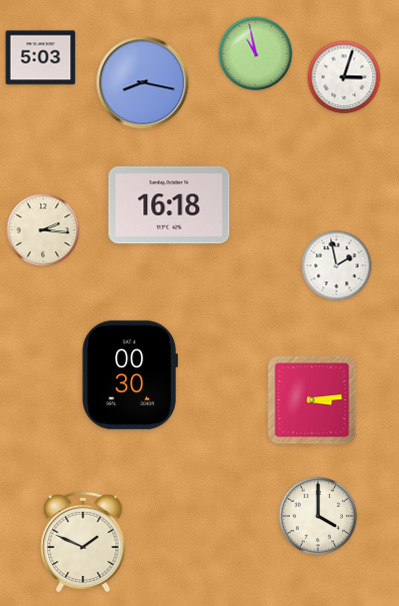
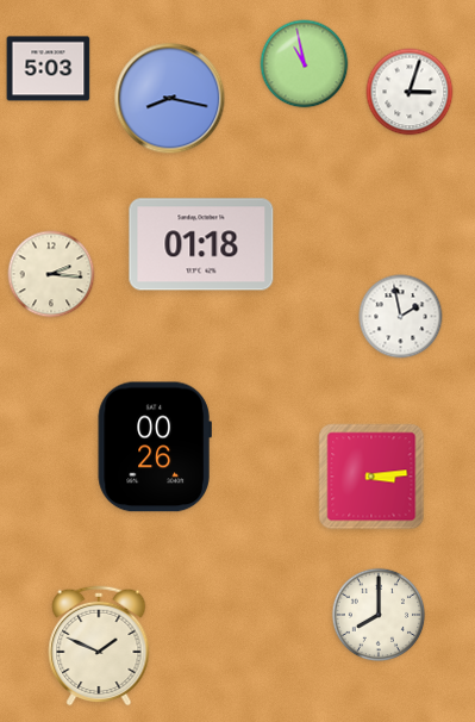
clock at (169, 205): 16:18 -> 01:18
clock at (130, 375): 00:30 -> 00:26
clock at (318, 516): 4:00 -> 8:00
